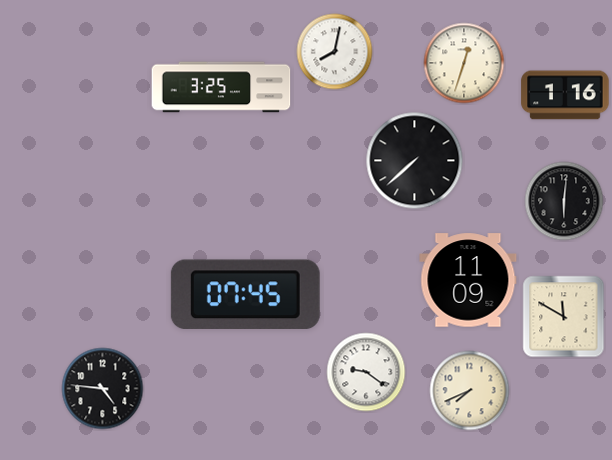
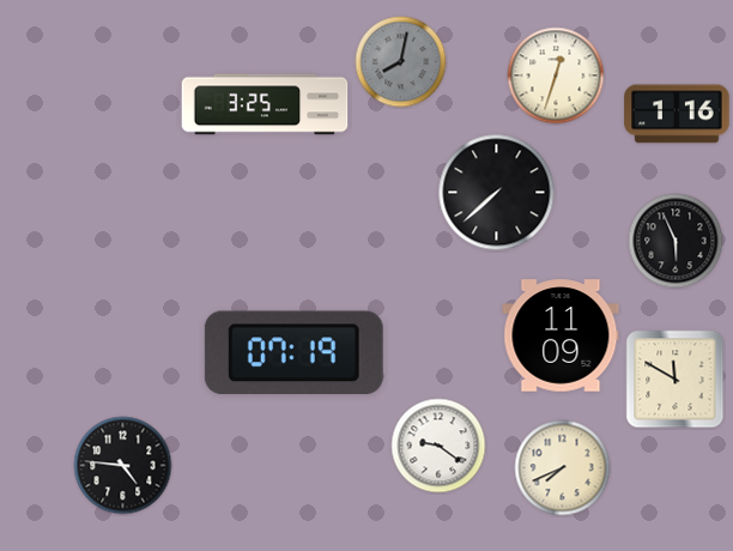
clock at (335, 52) dial: white -> grey
clock at (564, 201): 6:01 -> 5:56
clock at (245, 294): 07:45 -> 07:19
